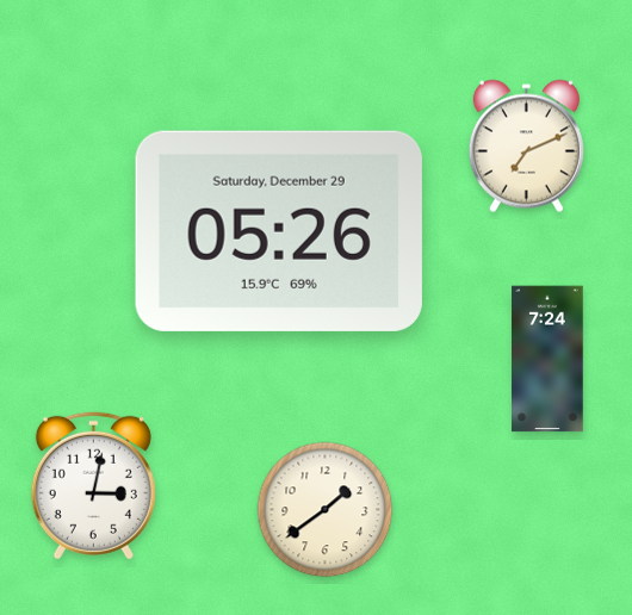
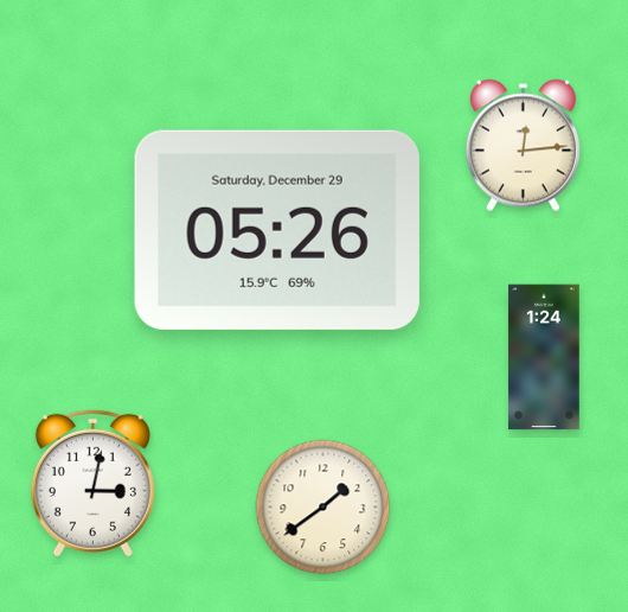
clock at (526, 147): 7:11 -> 12:14
clock at (547, 359): 7:24 -> 1:24
